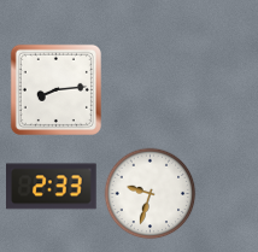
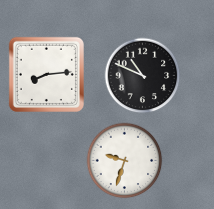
clock at (143, 76): none -> 10:49
clock at (52, 187): 2:33 -> none
